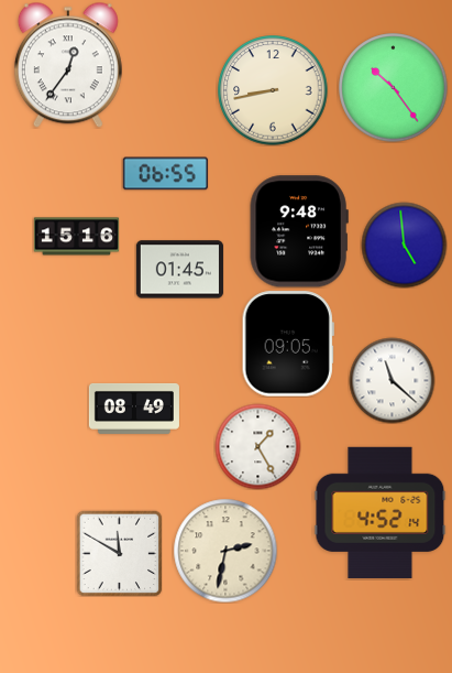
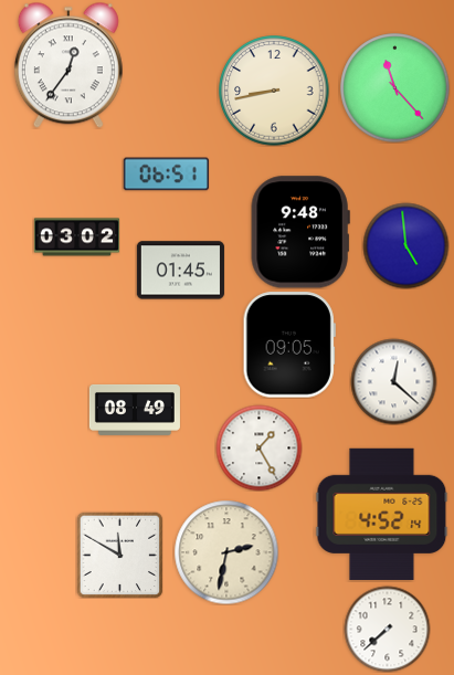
clock at (394, 88): 10:24 -> 11:23
clock at (165, 174): 06:55 -> 06:51
clock at (76, 237): 15:16 -> 03:02
clock at (392, 380): 11:22 -> 12:22
clock at (387, 629): none -> 7:38
